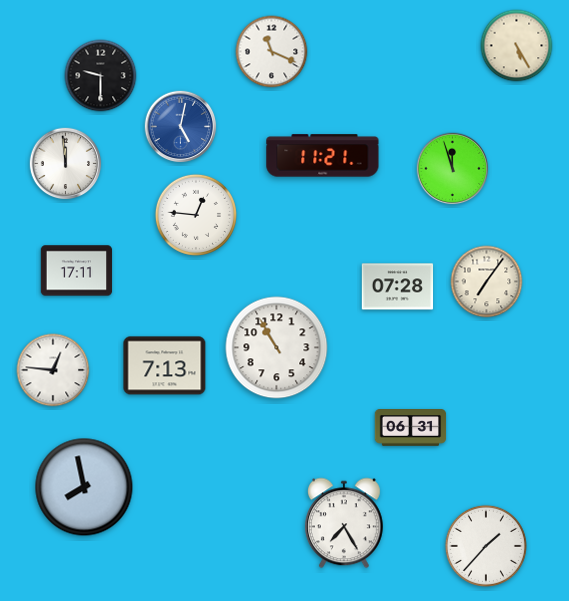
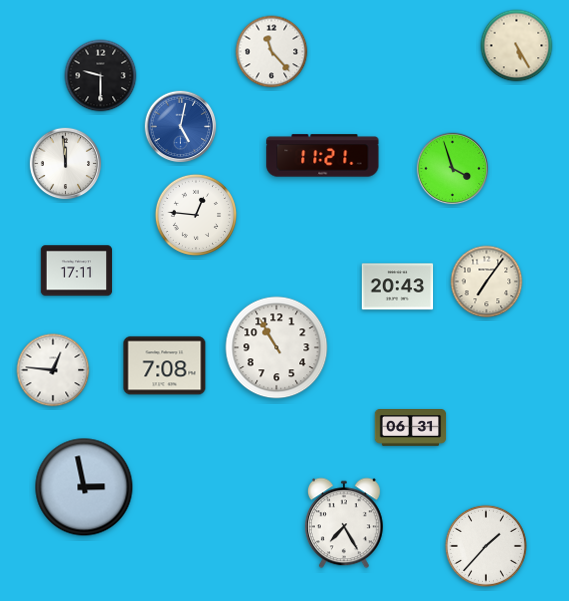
clock at (272, 52): 11:19 -> 11:23
clock at (453, 169): 11:57 -> 3:57
clock at (398, 287): 07:28 -> 20:43
clock at (165, 366): 7:13 -> 7:08
clock at (84, 487): 7:58 -> 2:58
